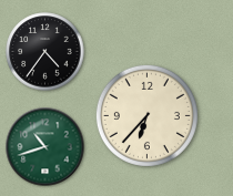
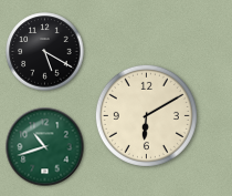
clock at (45, 52): 4:36 -> 5:20
clock at (146, 115): 6:37 -> 6:10
